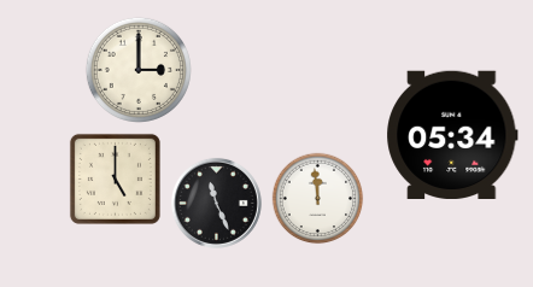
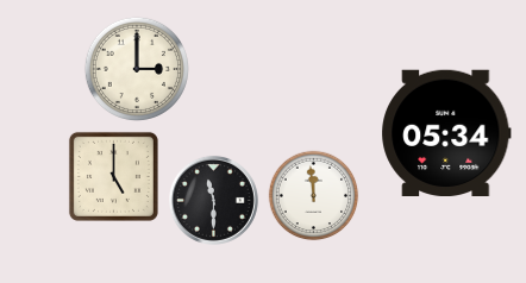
clock at (216, 203): 11:26 -> 11:30
